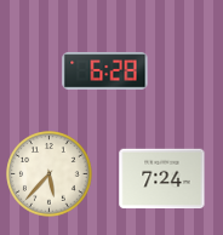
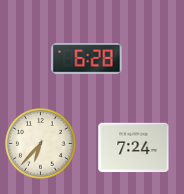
clock at (50, 174): 5:37 -> 6:37
